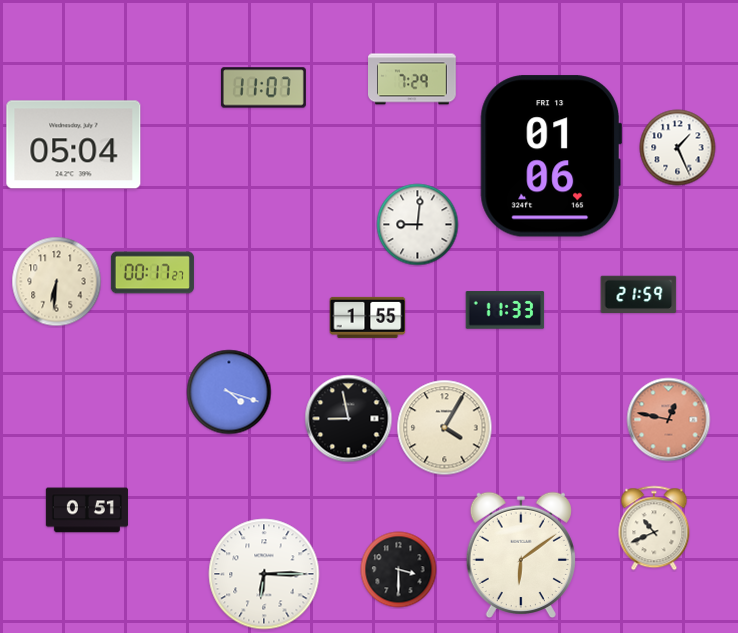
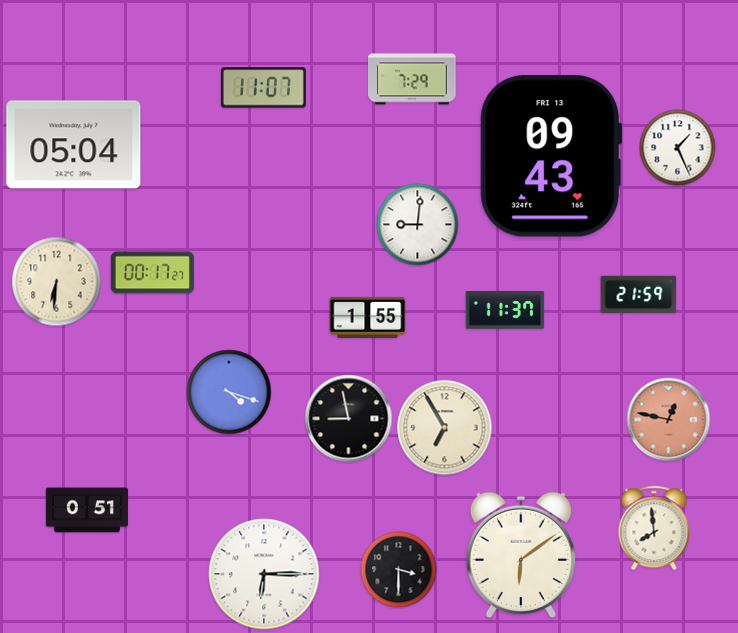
clock at (551, 156): 01:06 -> 09:43
clock at (505, 310): 11:33 -> 11:37
clock at (445, 428): 4:05 -> 6:55
clock at (654, 528): 10:41 -> 7:59
